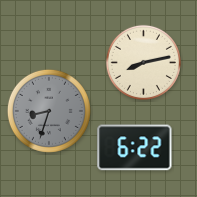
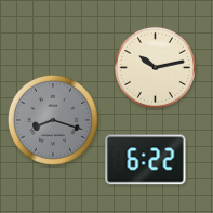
clock at (143, 62): 8:13 -> 10:13
clock at (49, 111): 8:33 -> 8:18
